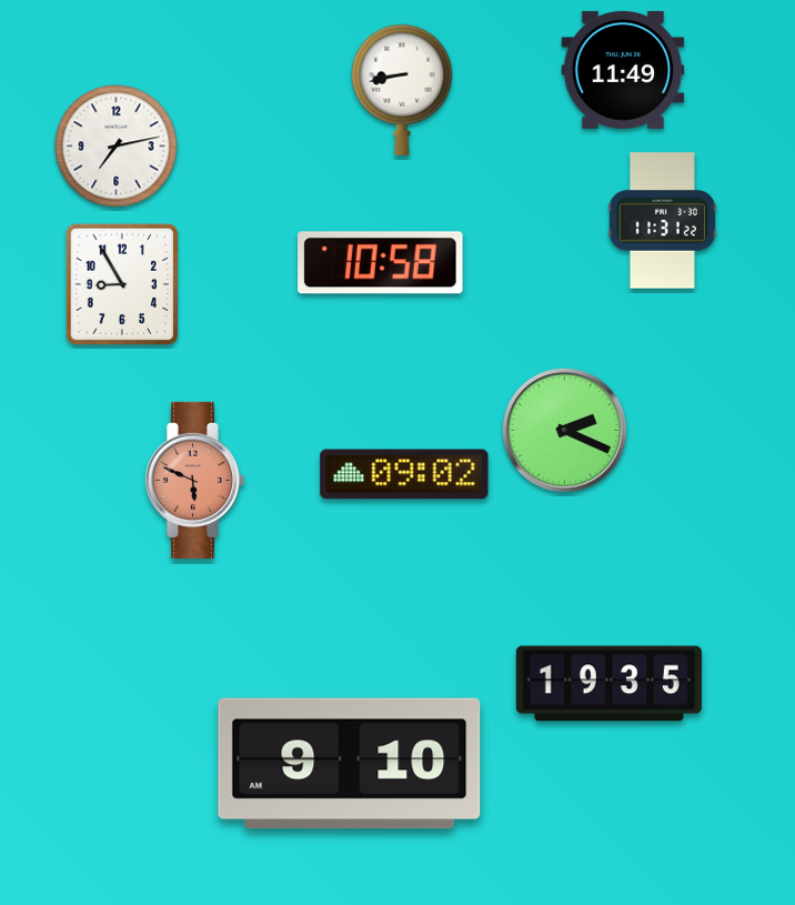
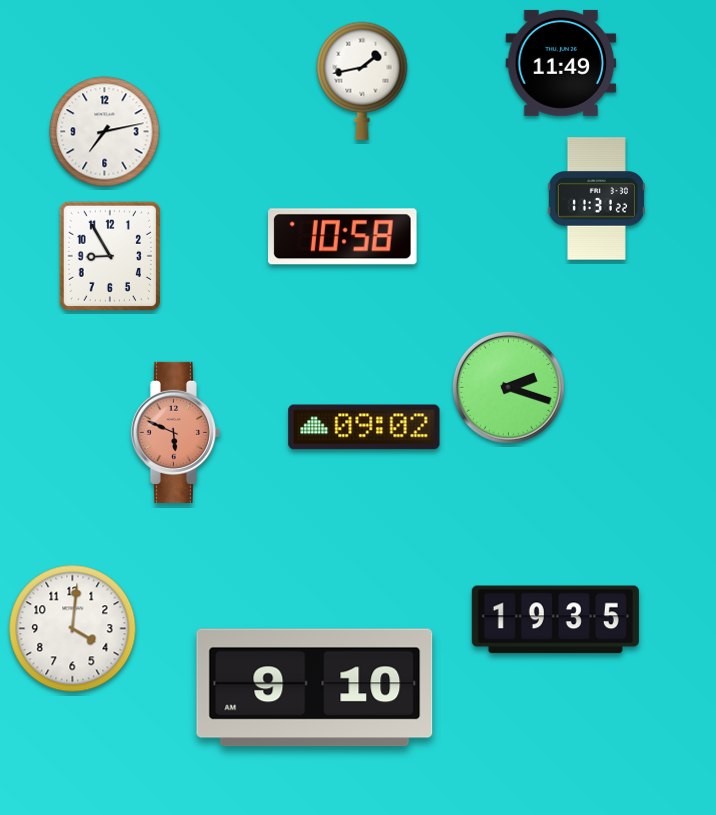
clock at (402, 90): 8:43 -> 1:43
clock at (564, 430): 2:19 -> 2:18
clock at (608, 684) position: (608, 684) -> (555, 620)
clock at (73, 629): none -> 4:01
